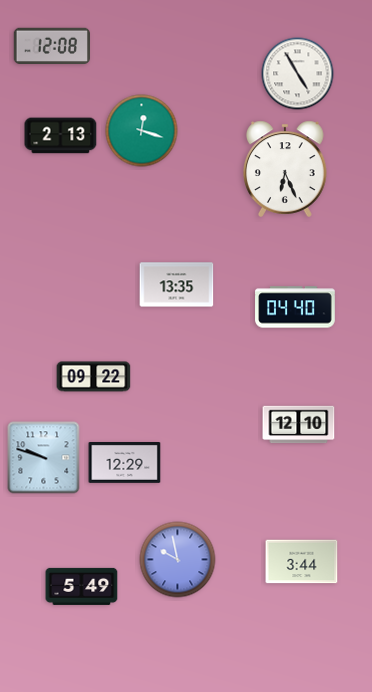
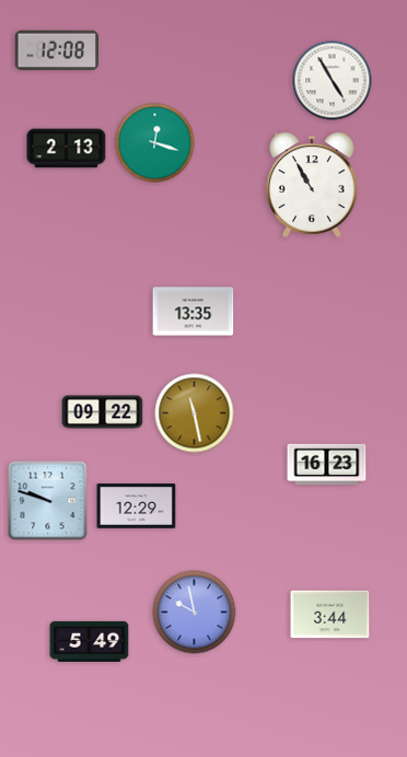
clock at (298, 74) position: (298, 74) -> (333, 81)
clock at (286, 169): 6:26 -> 10:55
clock at (295, 307): 04:40 -> none
clock at (195, 414): none -> 11:28
clock at (299, 425): 12:10 -> 16:23
